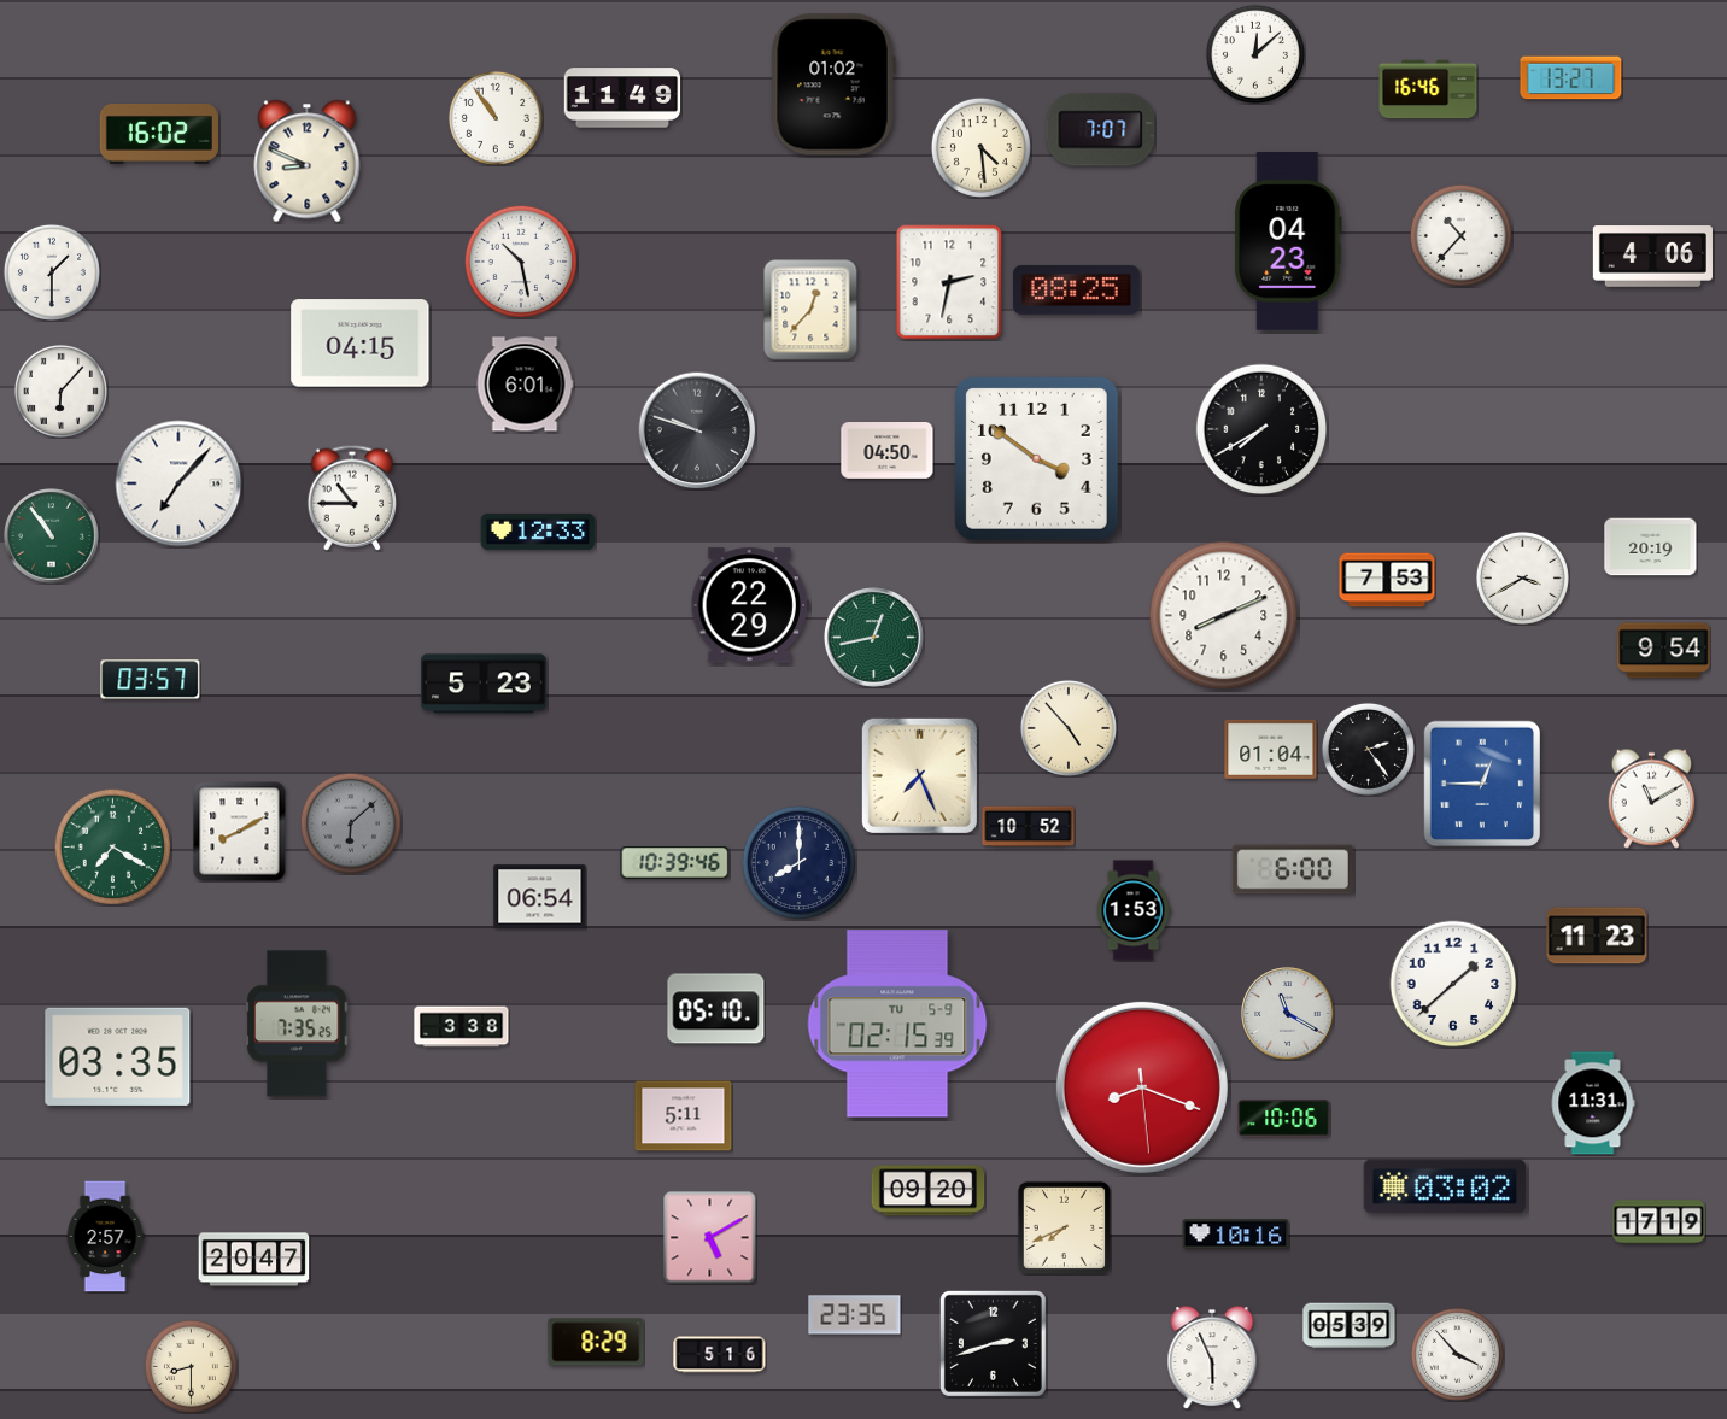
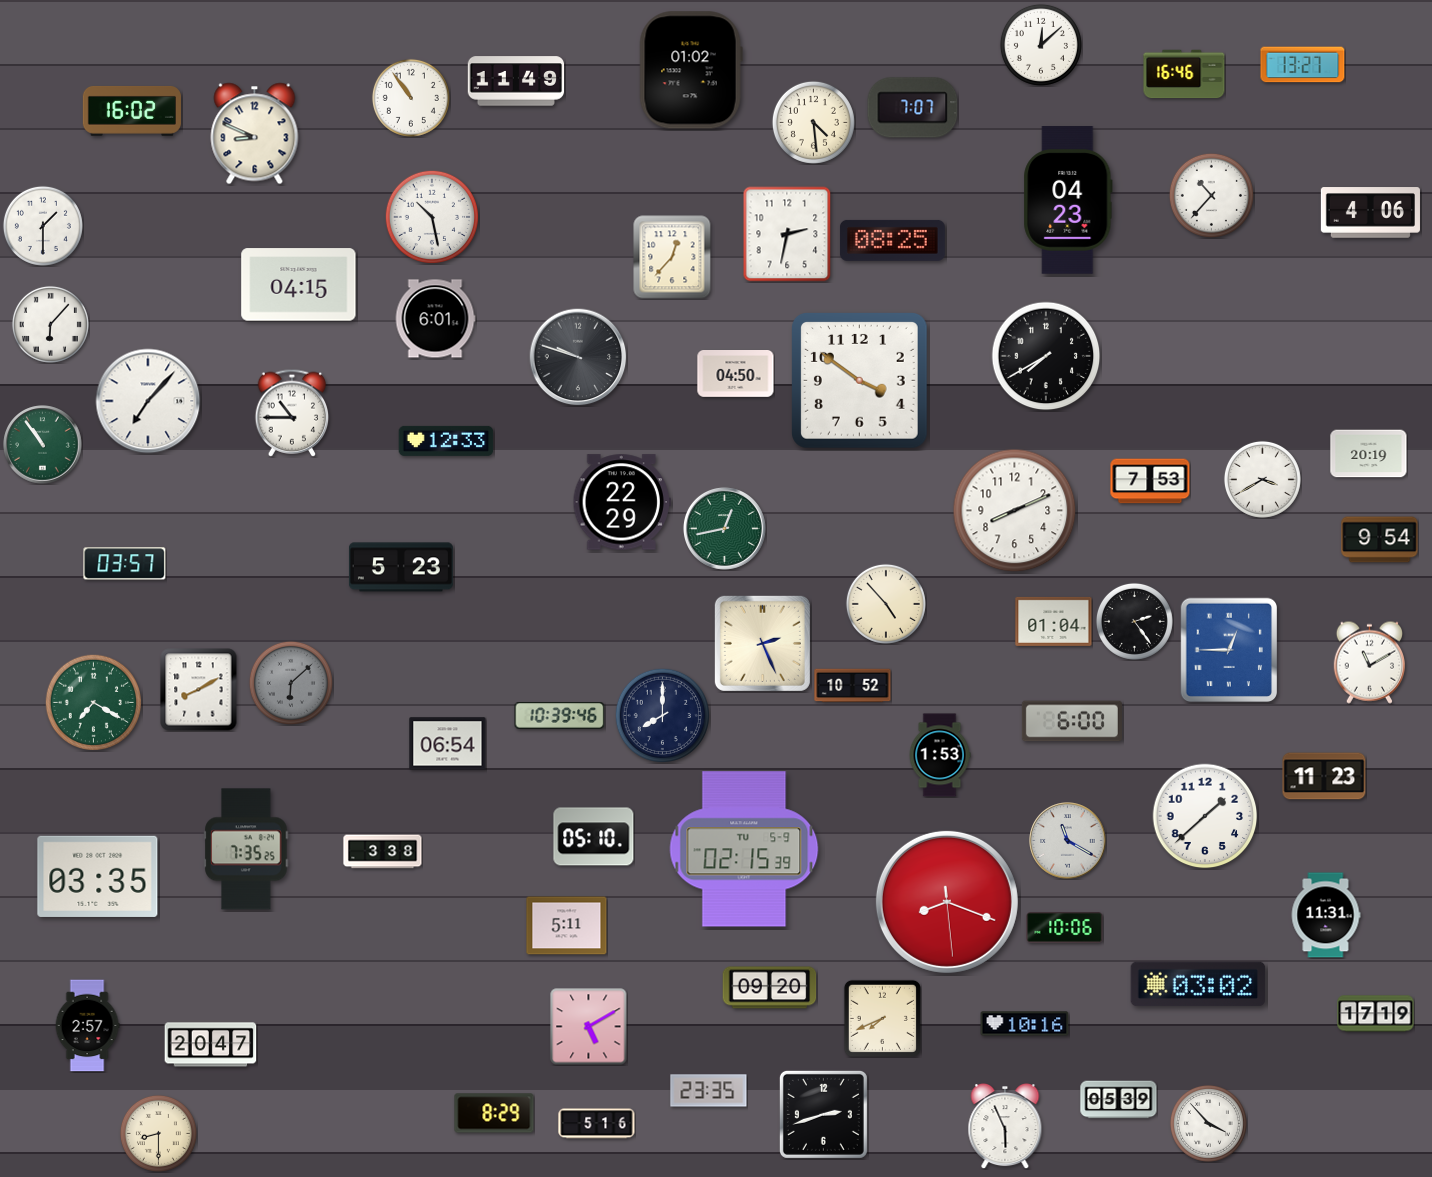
clock at (919, 775): 7:26 -> 2:26
clock at (1593, 1103) position: (1593, 1103) -> (1326, 915)
